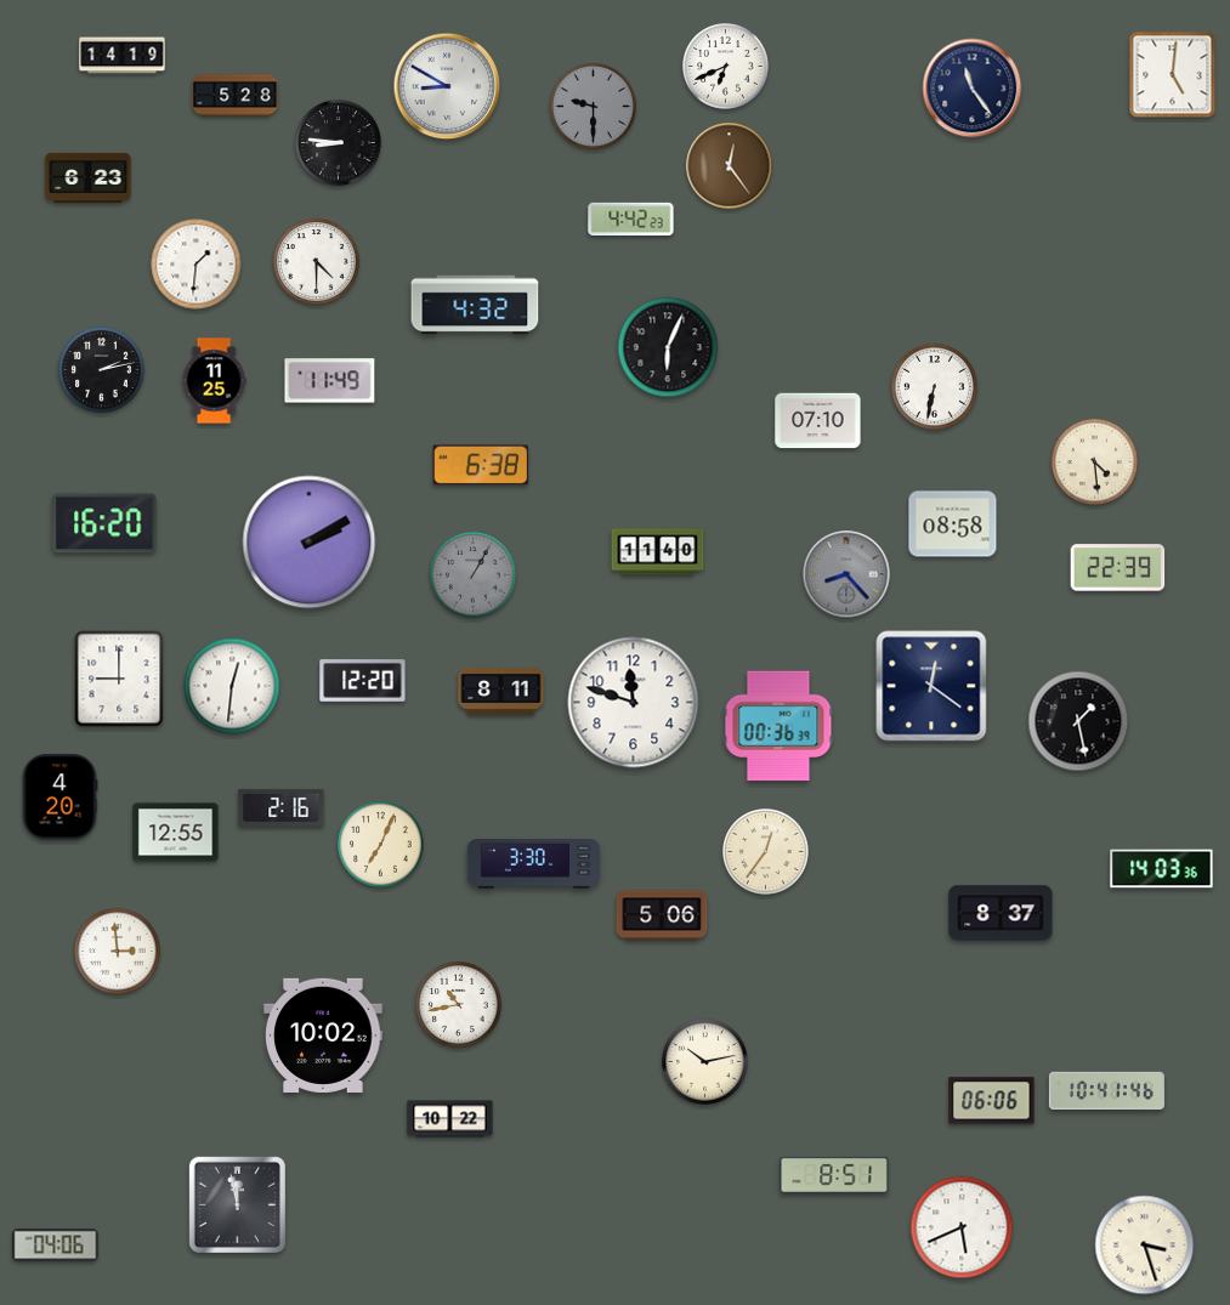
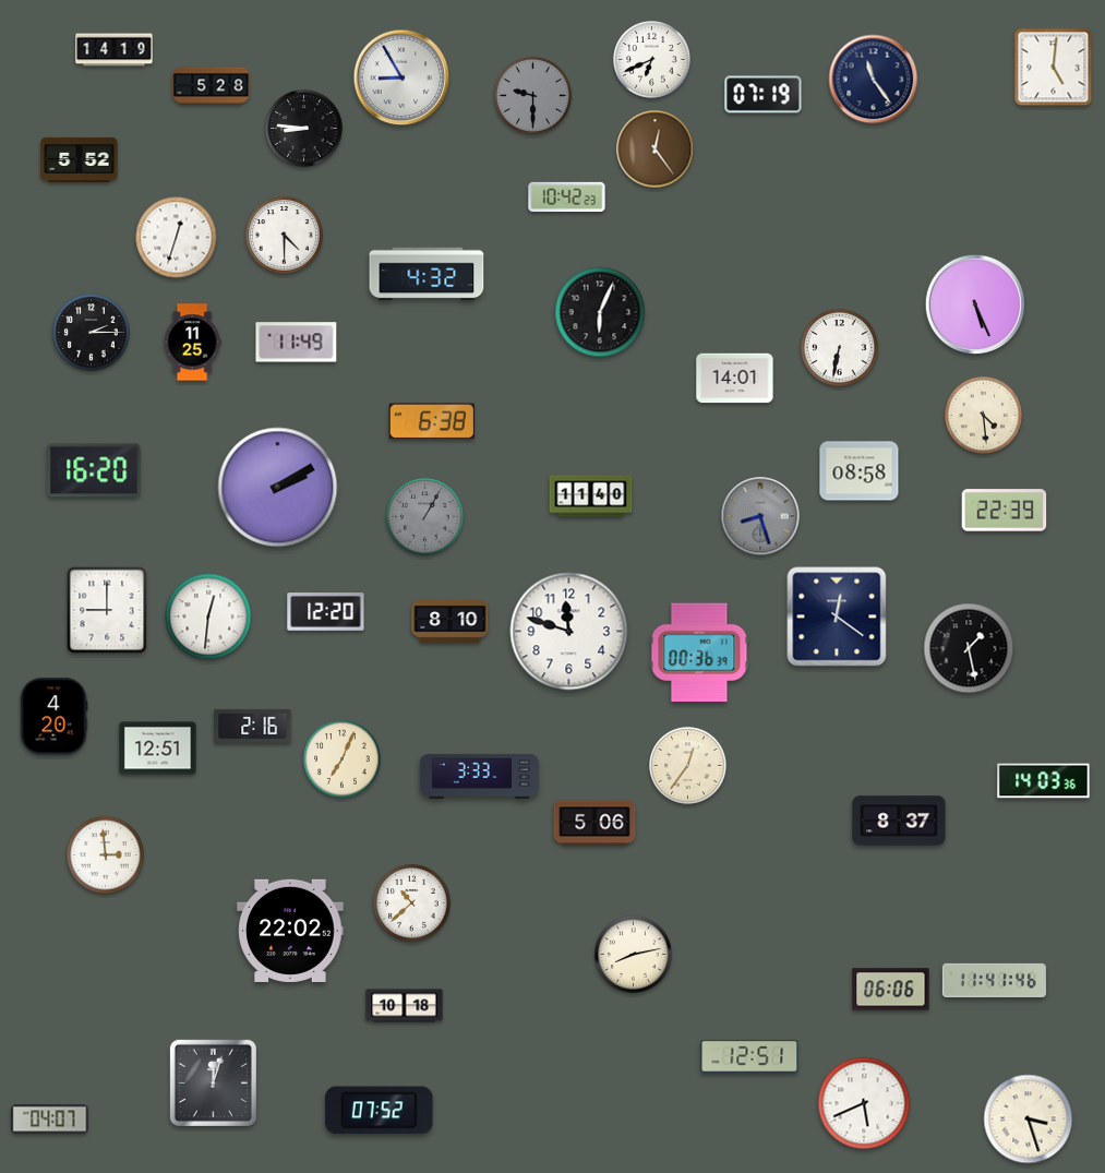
clock at (123, 56) position: (123, 56) -> (115, 50)
clock at (447, 86): 8:50 -> 8:55
clock at (764, 95): none -> 07:19
clock at (89, 177): 6:23 -> 5:52
clock at (631, 219): 4:42 -> 10:42
clock at (197, 265): 1:31 -> 12:33
clock at (975, 304): none -> 5:26
clock at (102, 370): 2:13 -> 2:15
clock at (818, 421): 07:10 -> 14:01
clock at (480, 465) position: (480, 465) -> (431, 421)
clock at (953, 524) position: (953, 524) -> (860, 471)
clock at (846, 574): 8:23 -> 8:27
clock at (501, 692): 8:11 -> 8:10
clock at (176, 833): 12:55 -> 12:51
clock at (533, 864): 3:30 -> 3:33
clock at (459, 1005): 10:43 -> 10:38
clock at (323, 1036): 10:02 -> 22:02
clock at (705, 1062): 10:13 -> 8:13
clock at (1106, 1090): 10:41 -> 11:41
clock at (450, 1119): 10:22 -> 10:18
clock at (834, 1175): 8:51 -> 12:51
clock at (237, 1204): 11:58 -> 12:03
clock at (380, 1111): none -> 07:52
clock at (56, 1246): 04:06 -> 04:07
